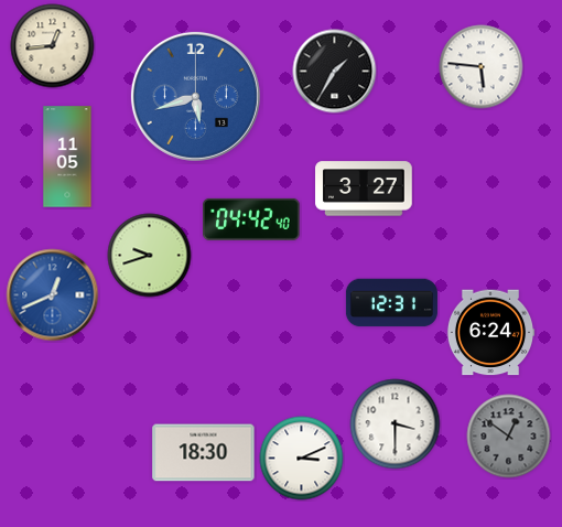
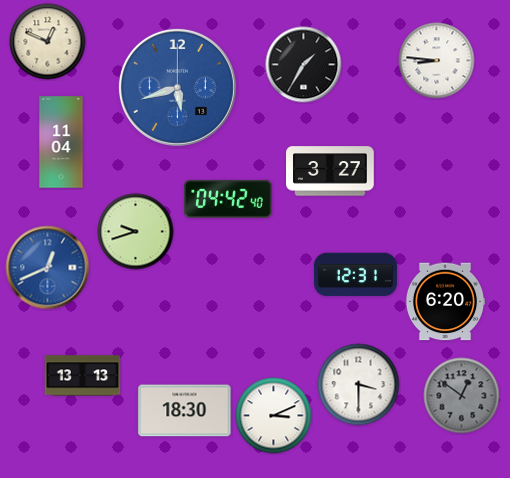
clock at (53, 46): 12:44 -> 12:49
clock at (482, 67): 5:46 -> 8:46
clock at (67, 157): 11:05 -> 11:04
clock at (490, 333): 6:24 -> 6:20
clock at (83, 376): none -> 13:13
